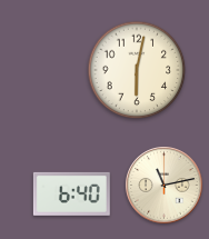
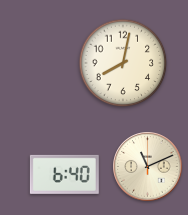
clock at (137, 70): 6:02 -> 8:02
clock at (165, 186): 11:13 -> 11:11
